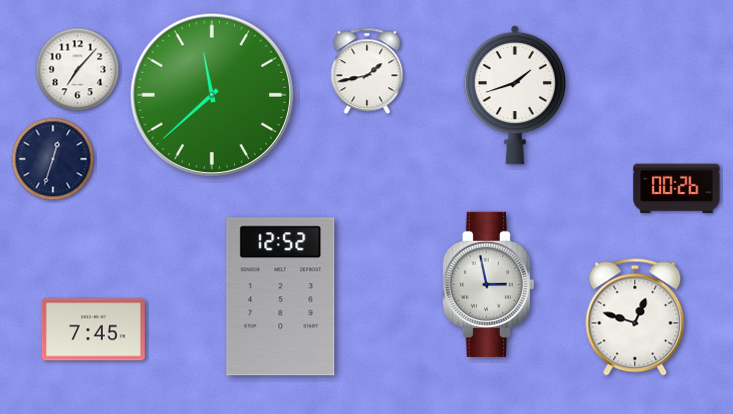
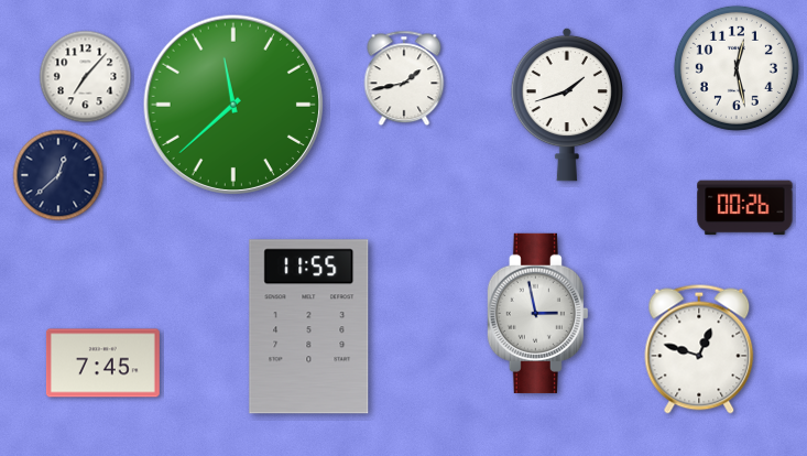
clock at (737, 68): none -> 12:28
clock at (53, 159): 12:33 -> 12:38
clock at (281, 297): 12:52 -> 11:55
